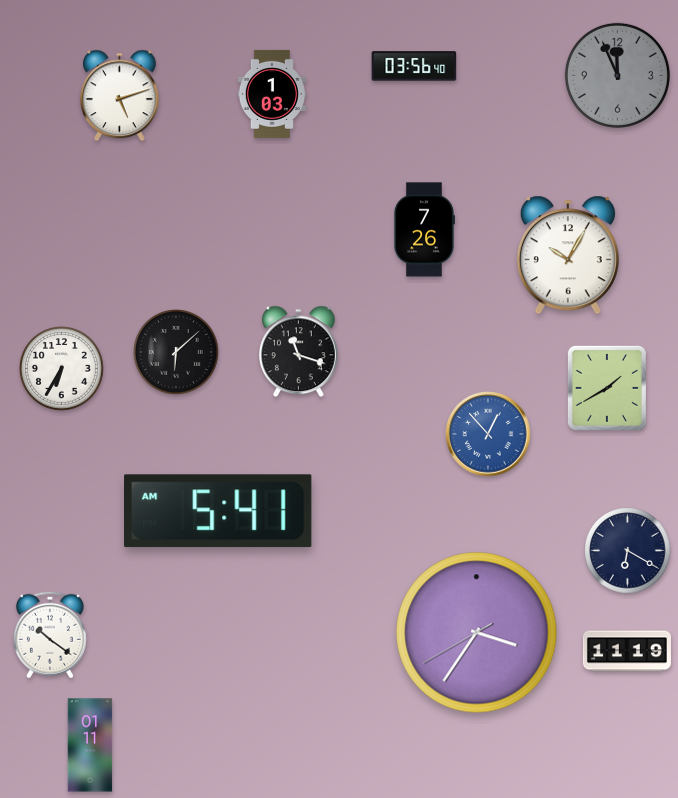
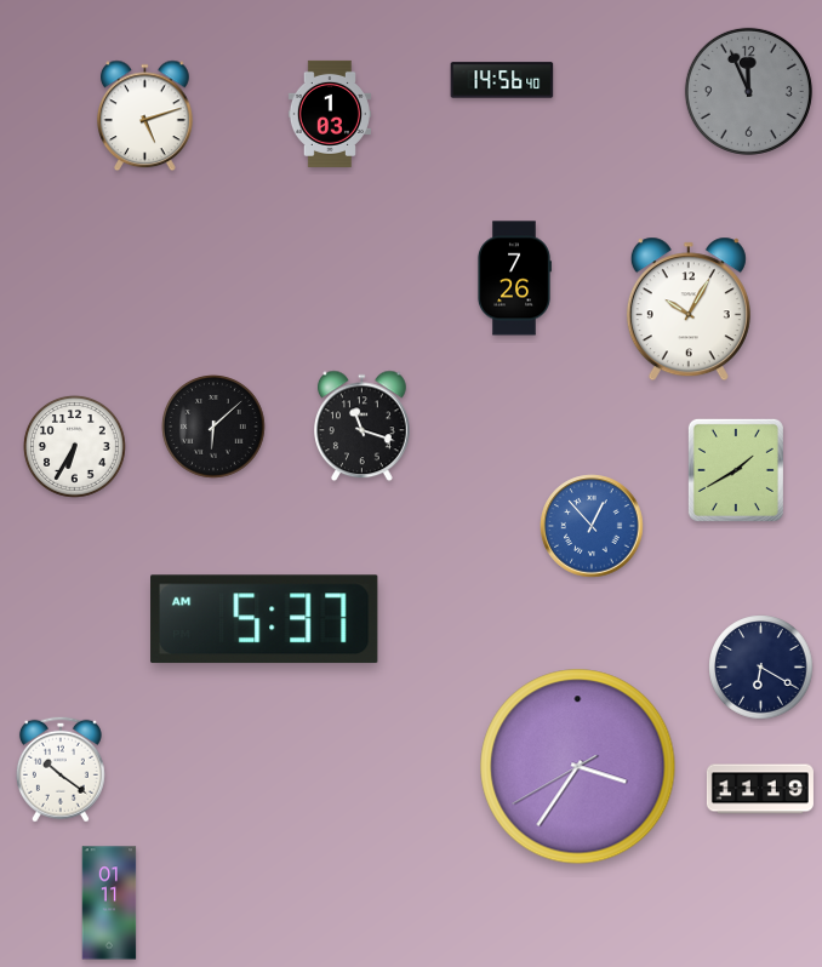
clock at (414, 66): 03:56 -> 14:56
clock at (218, 511): 5:41 -> 5:37
